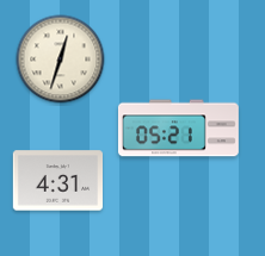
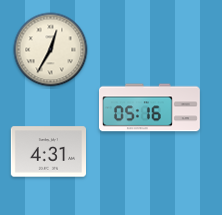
clock at (61, 60): 12:33 -> 12:35
clock at (179, 129): 05:21 -> 05:16
